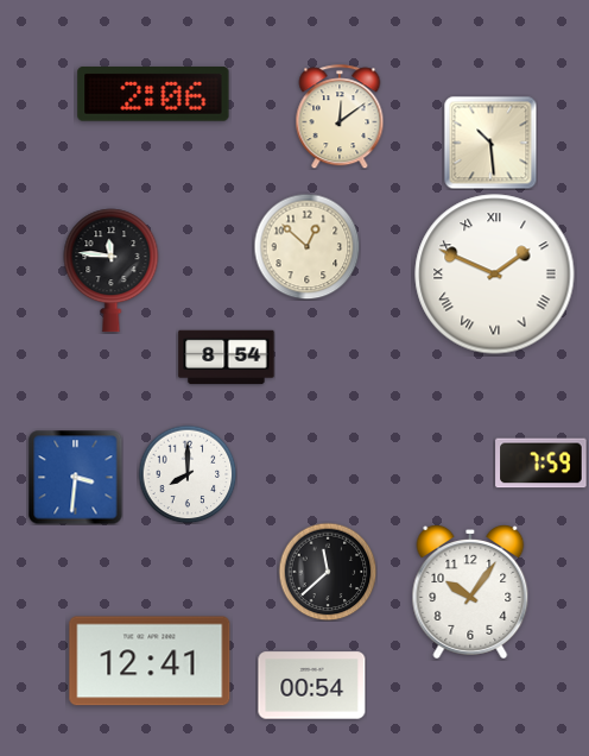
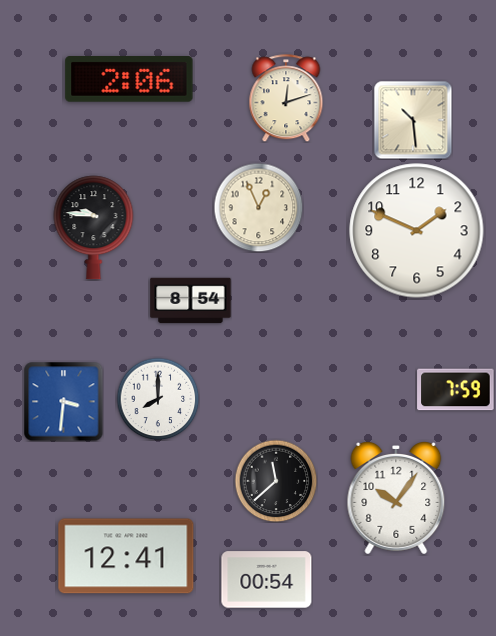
clock at (340, 116): 12:09 -> 12:12
clock at (306, 246): 12:52 -> 12:56
clock at (112, 271): 11:46 -> 9:46
clock at (495, 275) numerals: Roman -> Arabic
clock at (312, 686) position: (312, 686) -> (267, 580)
